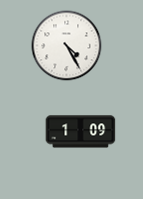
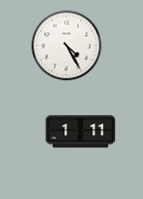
clock at (81, 132): 1:09 -> 1:11
